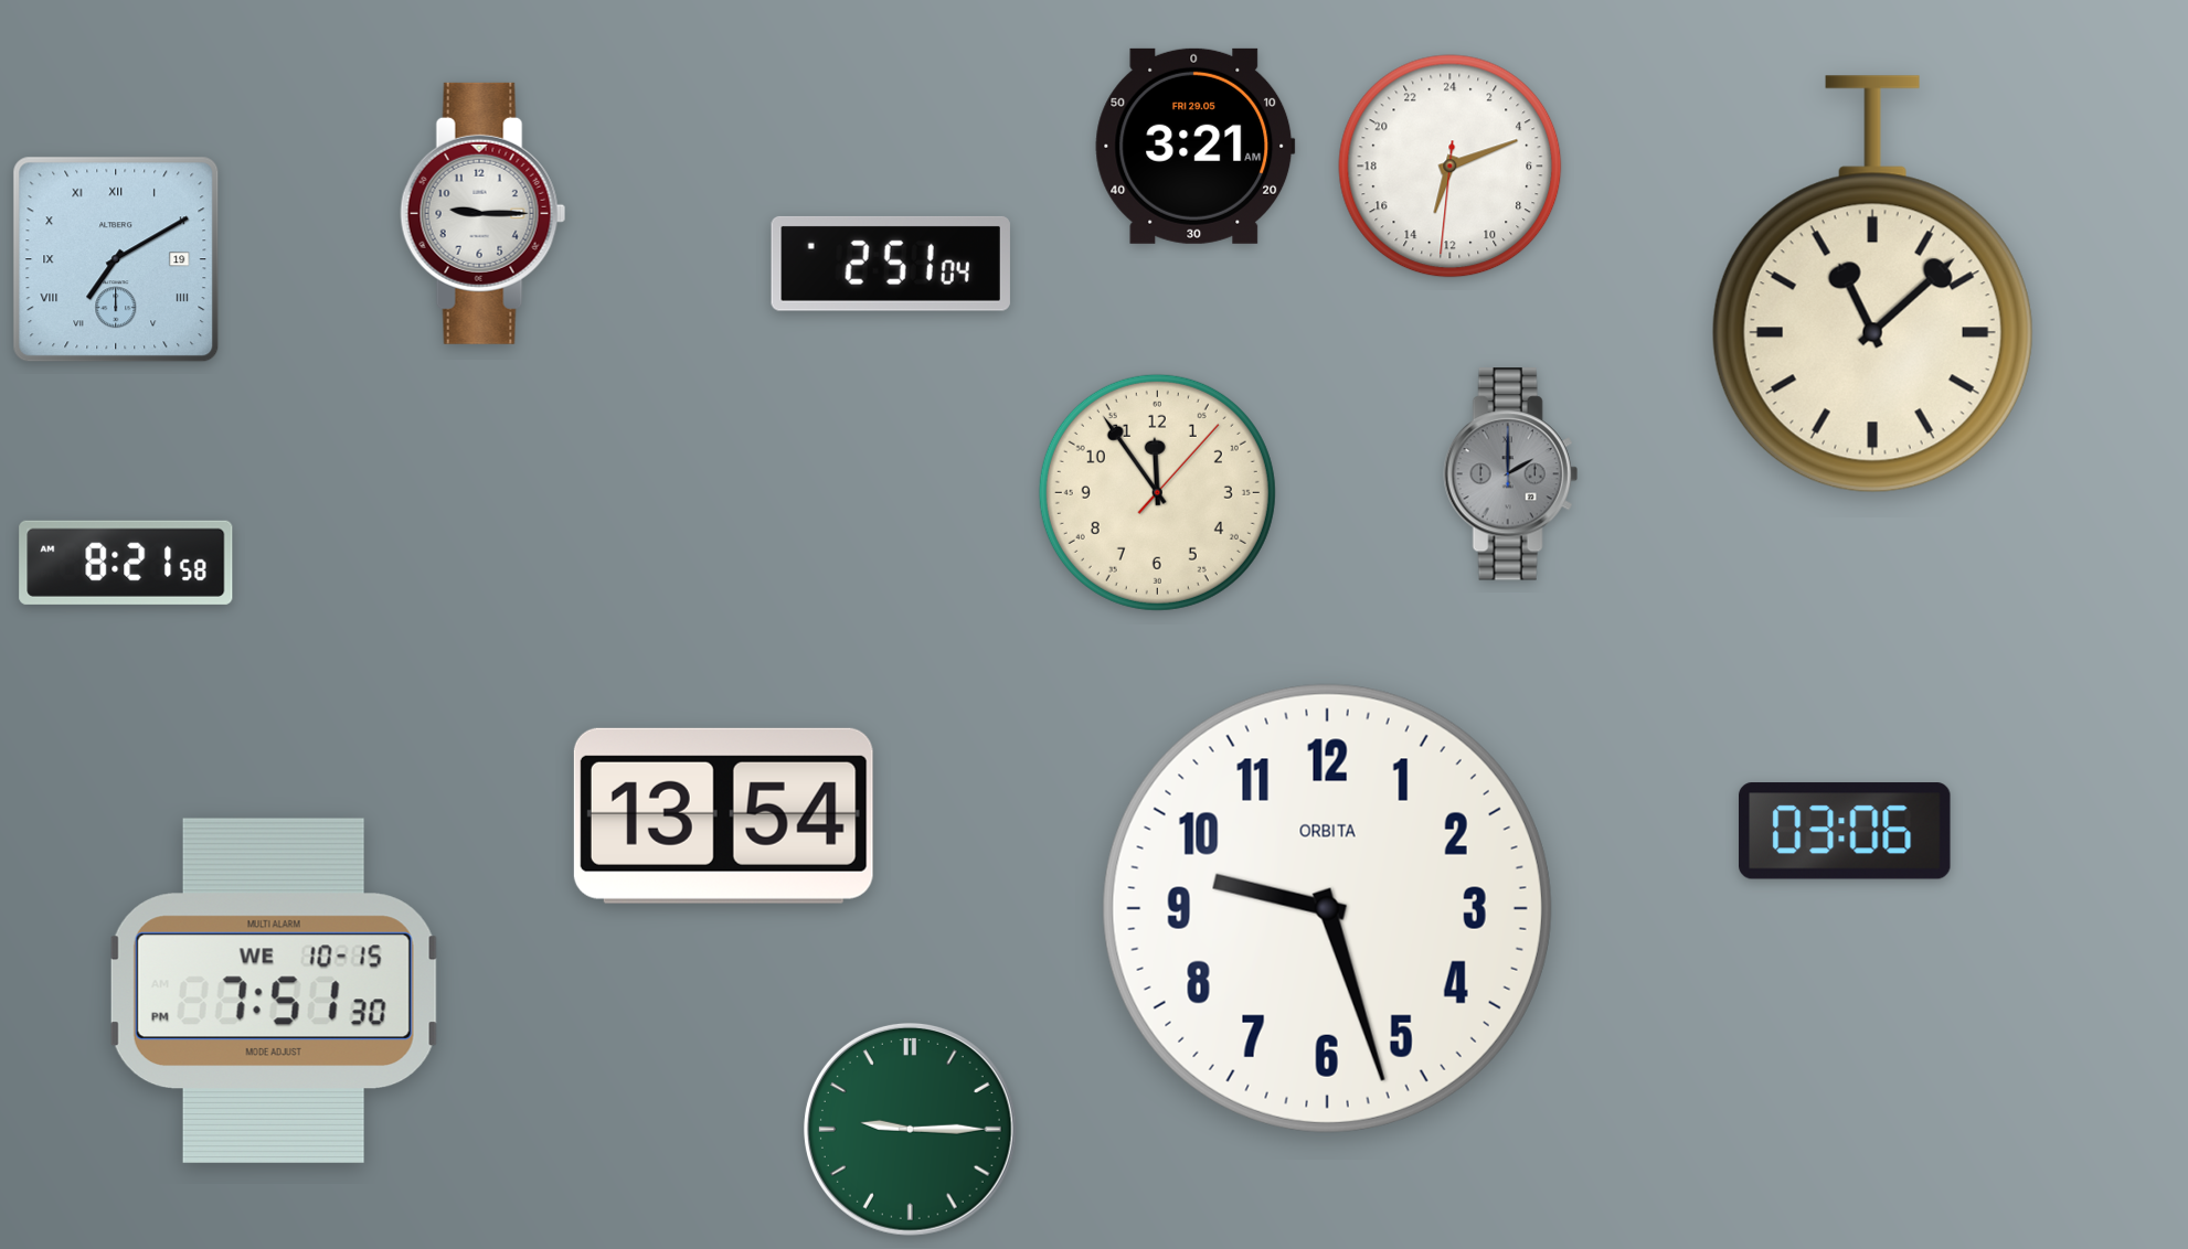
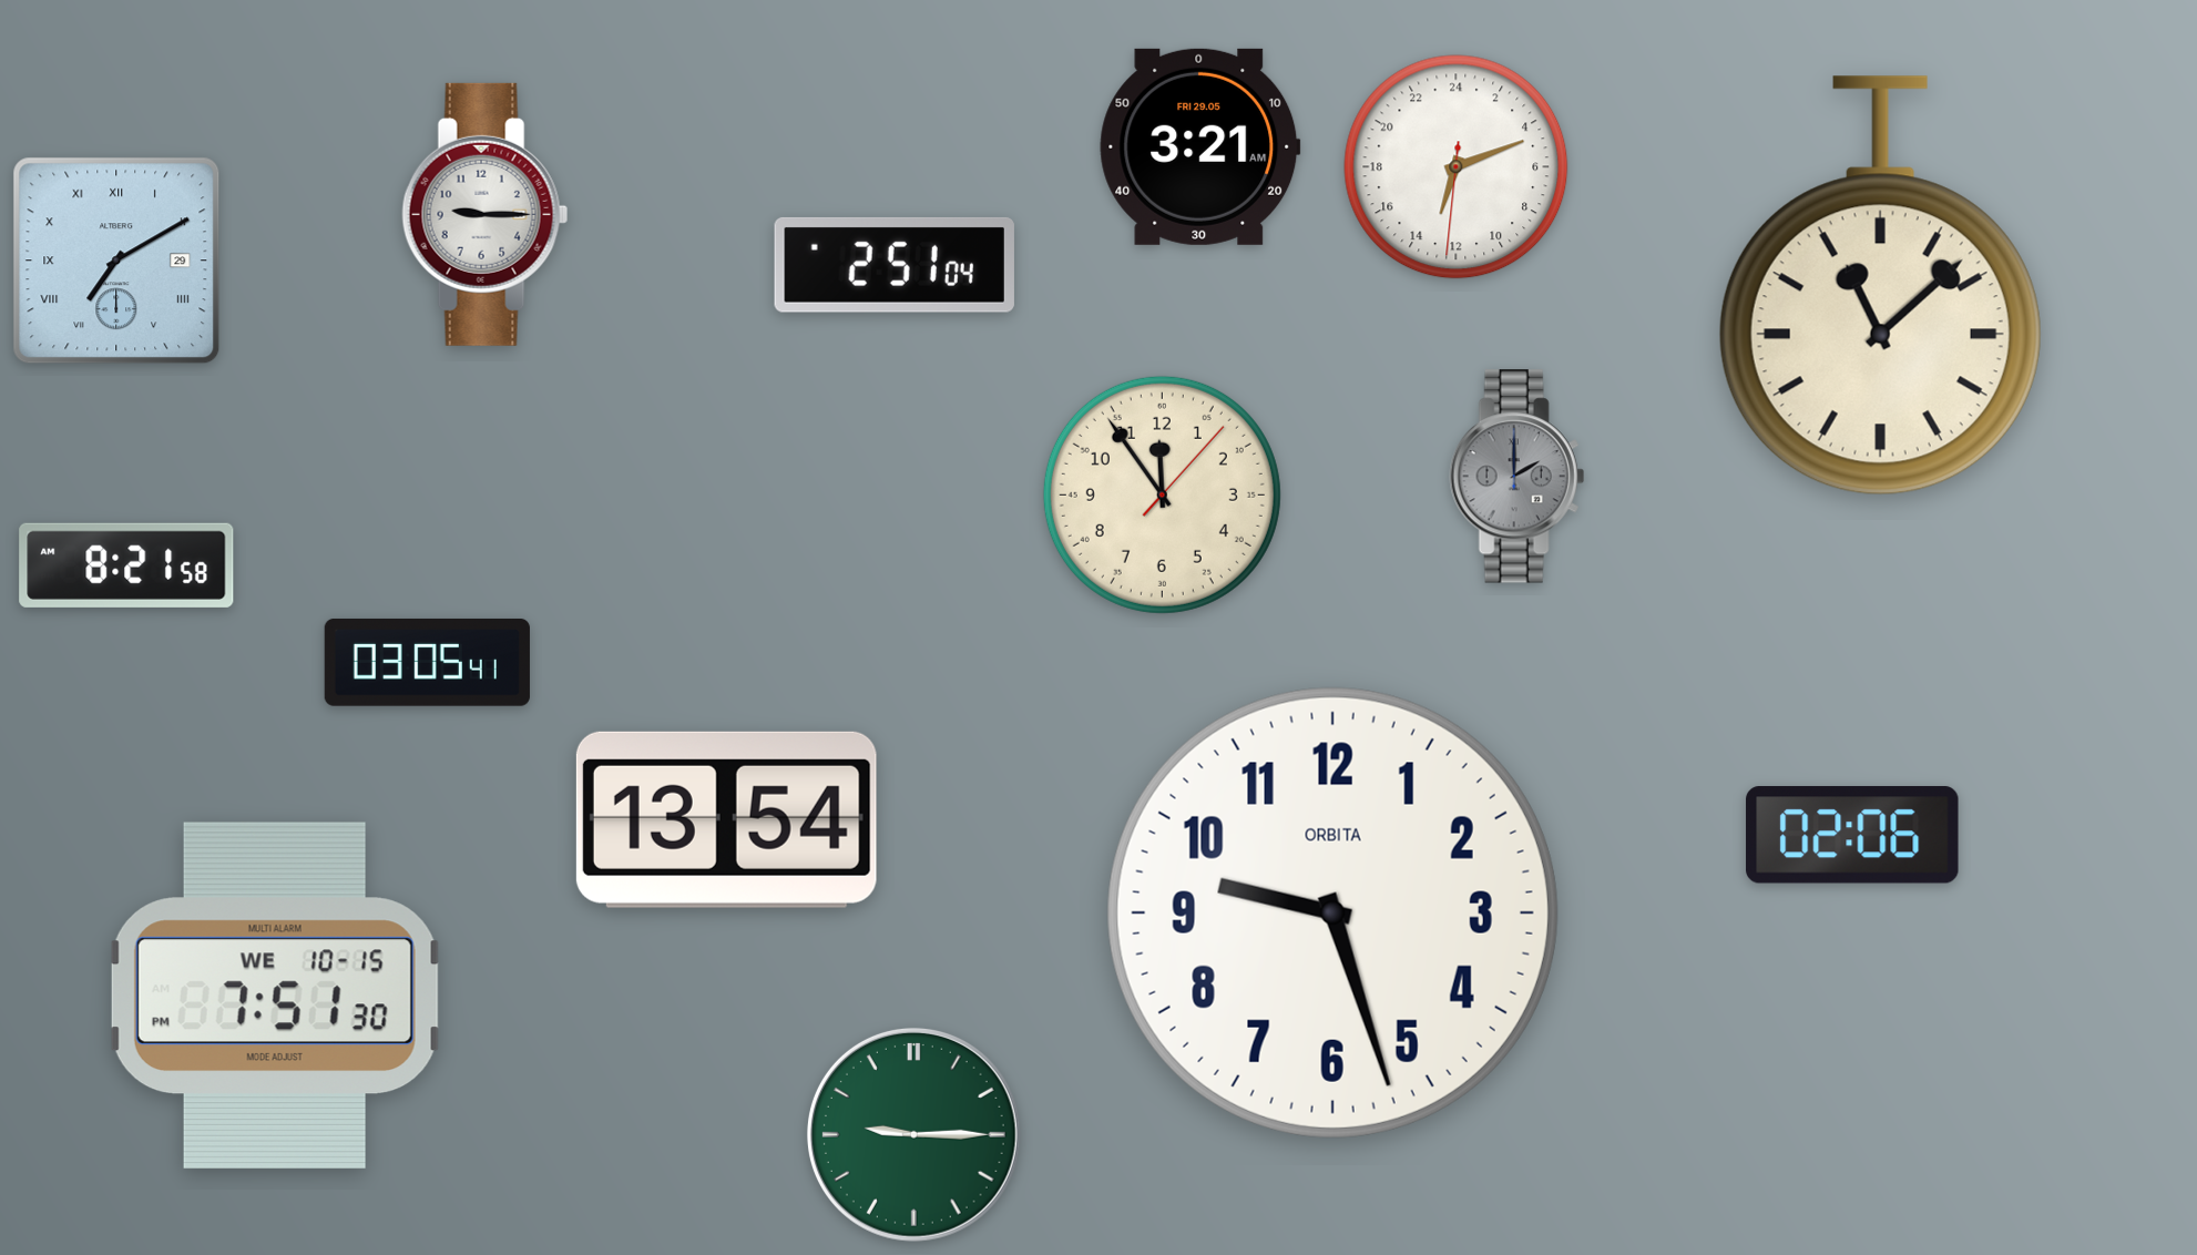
clock at (116, 259) date: 19 -> 29
clock at (427, 663): none -> 03:05
clock at (1845, 831): 03:06 -> 02:06
